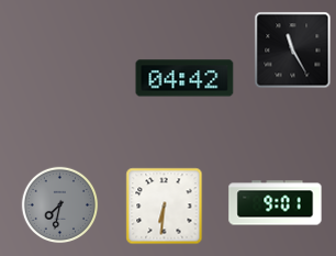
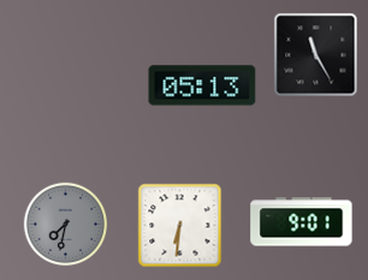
clock at (293, 51) position: (293, 51) -> (316, 55)
clock at (184, 78): 04:42 -> 05:13
